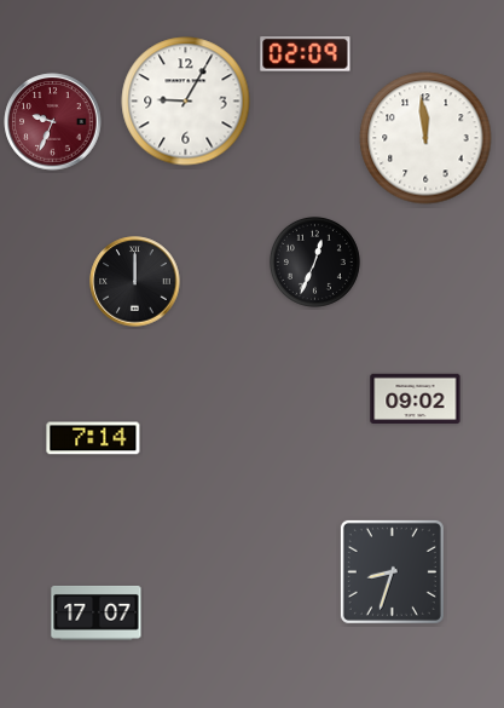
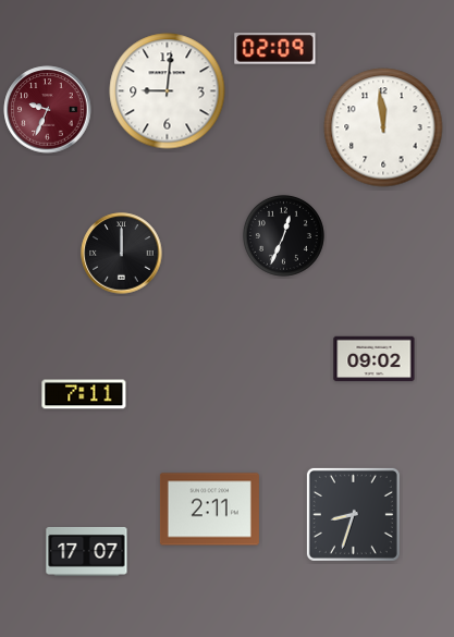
clock at (186, 102): 9:05 -> 9:01
clock at (425, 138) position: (425, 138) -> (383, 127)
clock at (93, 438): 7:14 -> 7:11
clock at (209, 510): none -> 2:11
